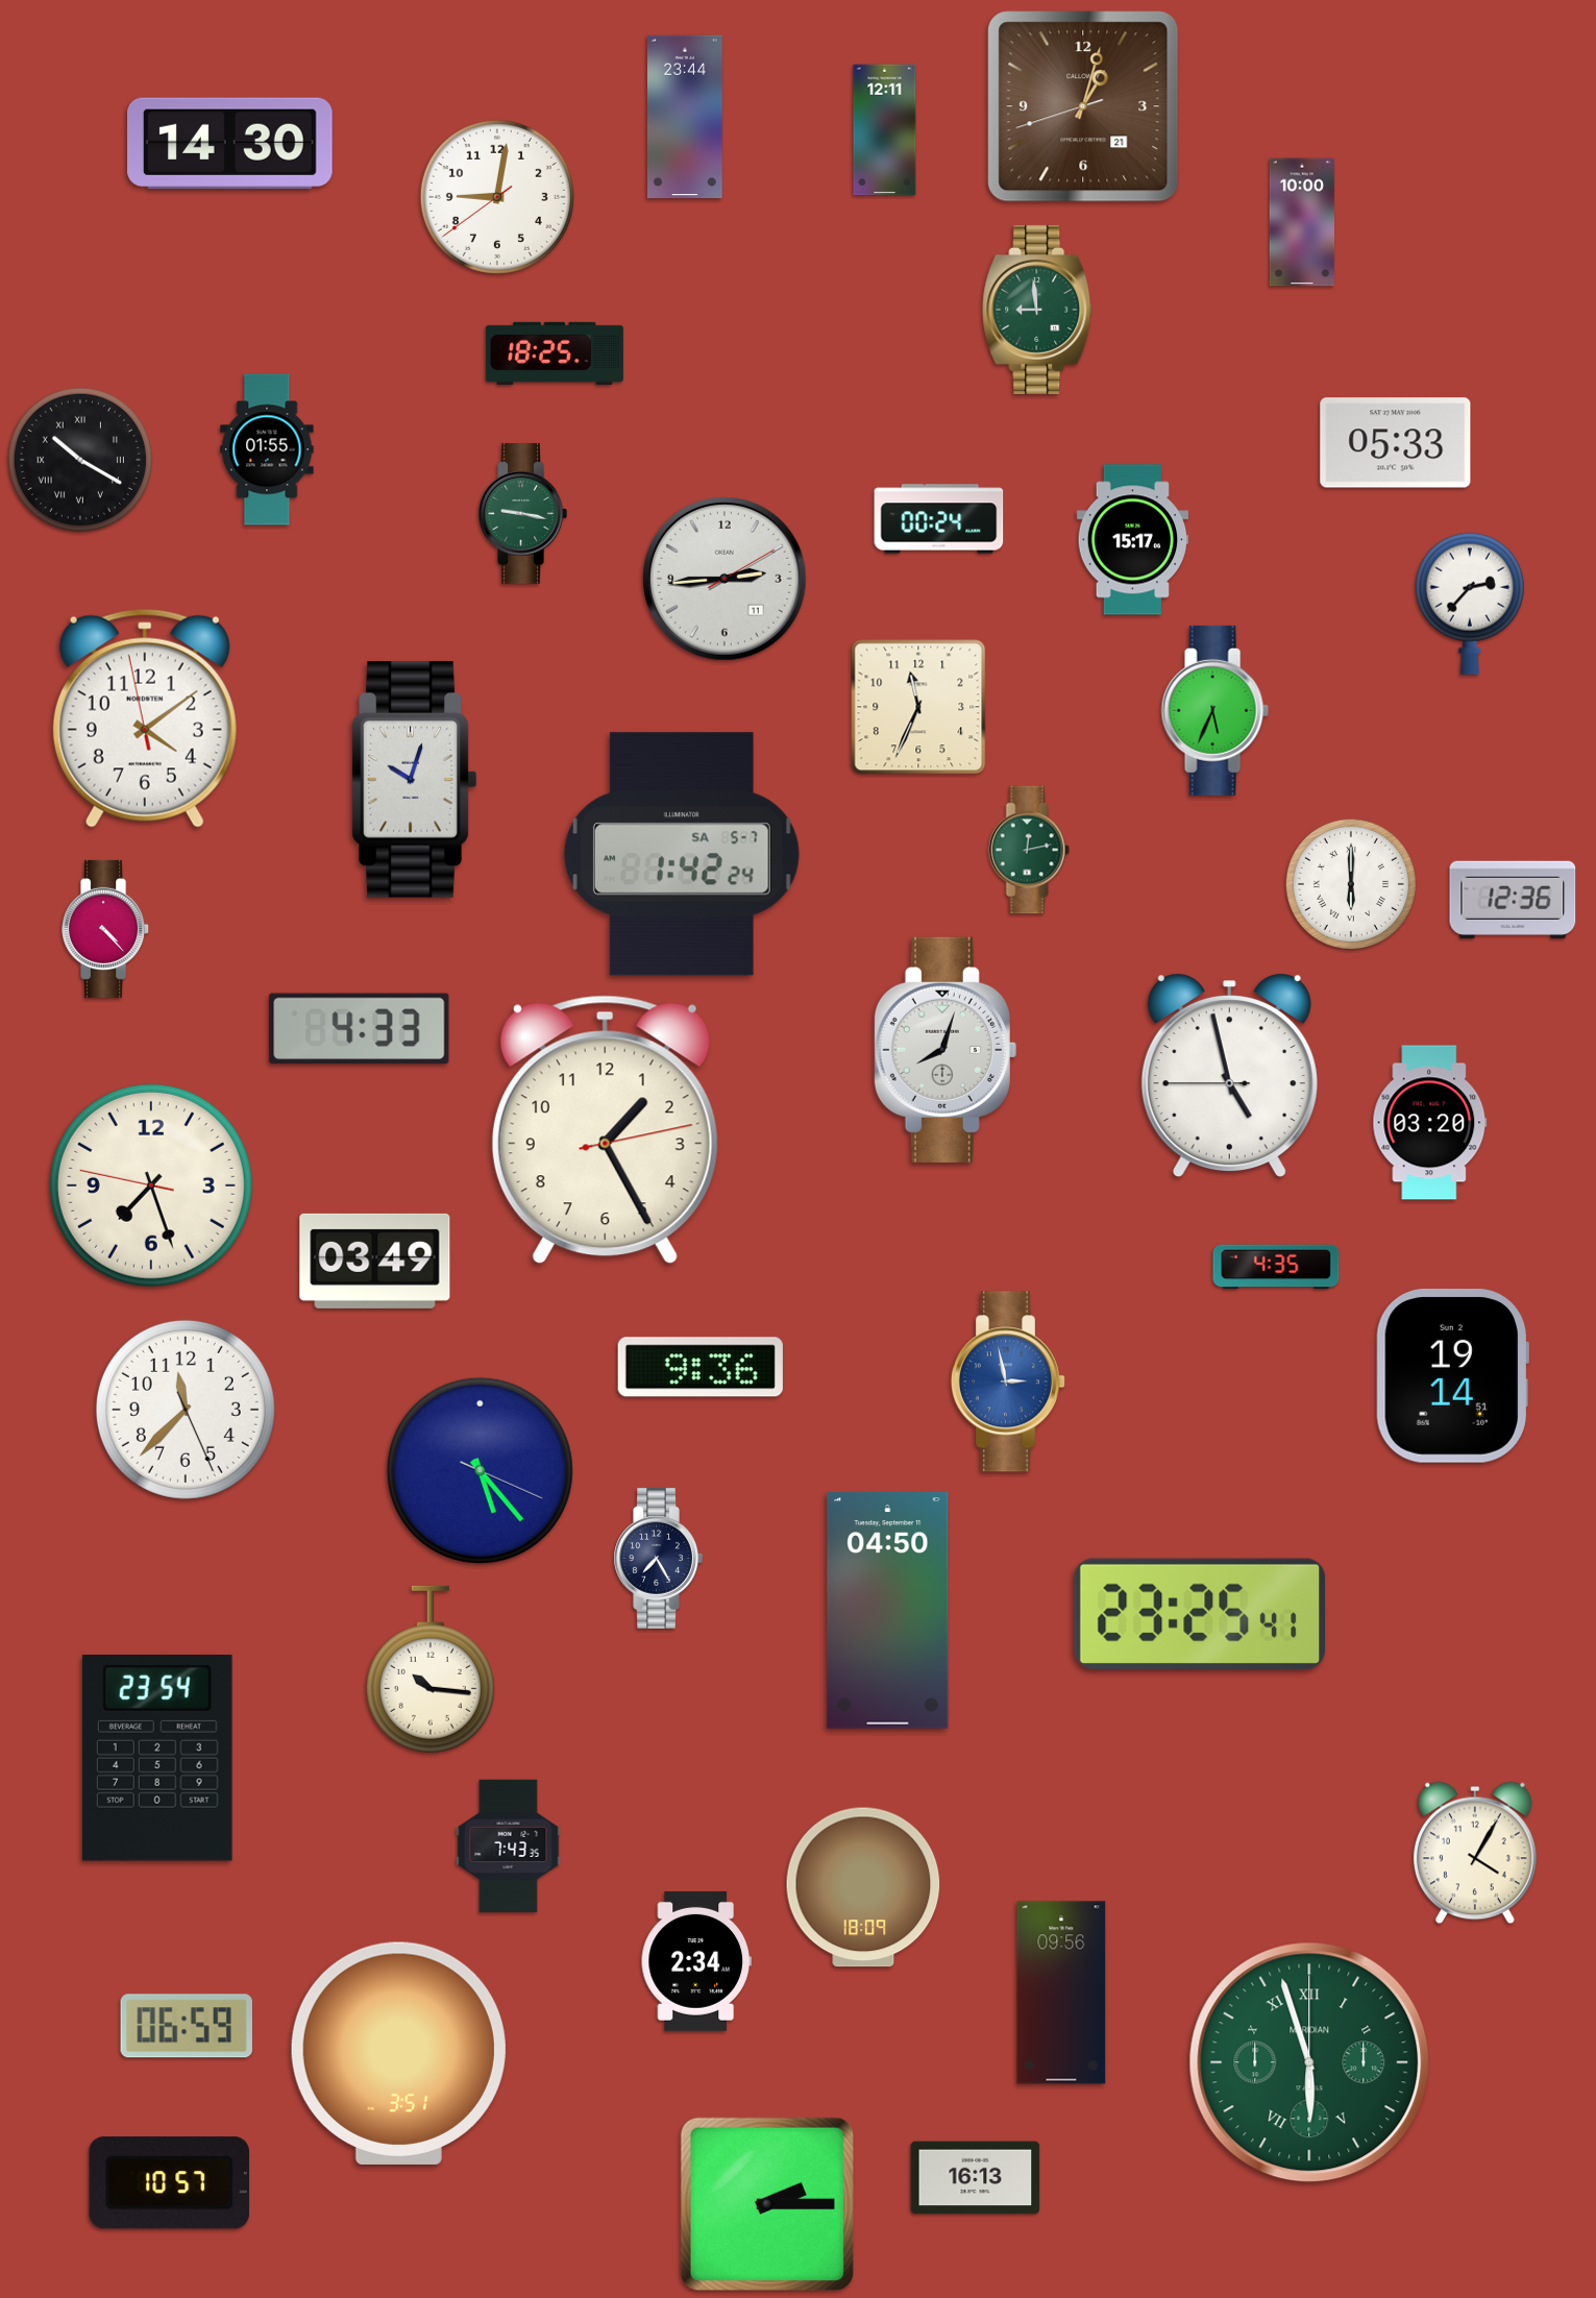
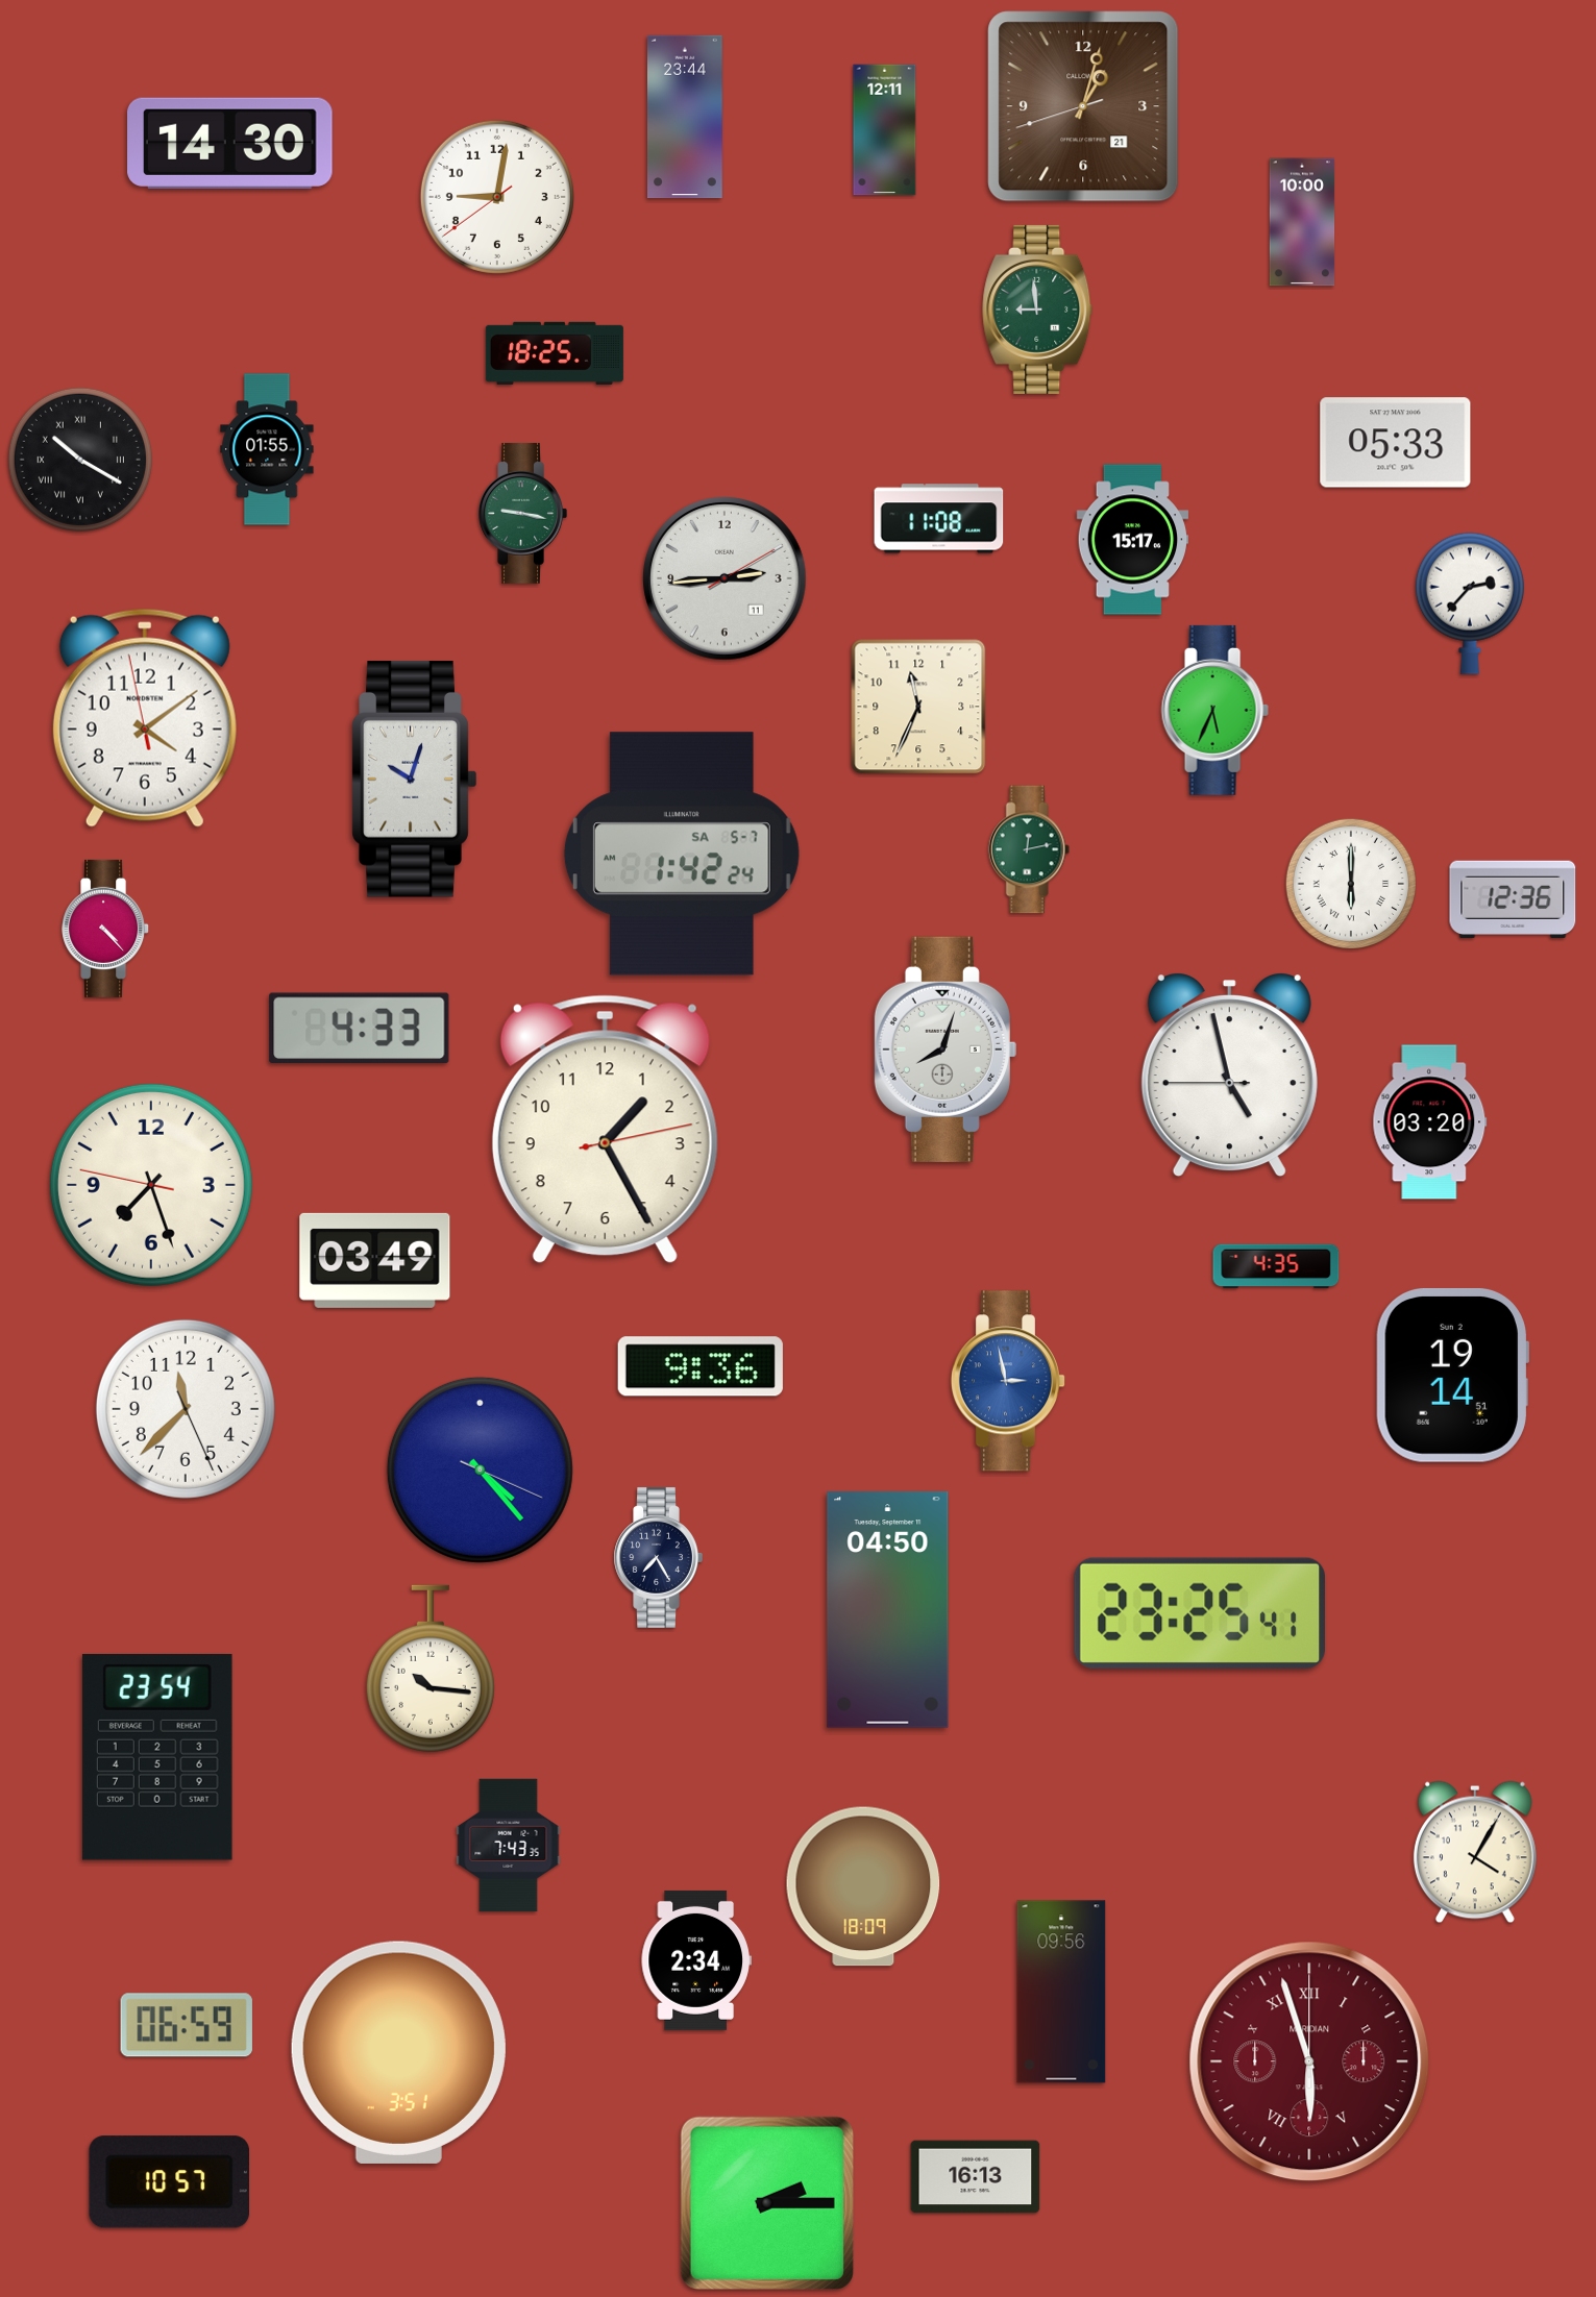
clock at (939, 519): 00:24 -> 11:08
clock at (480, 1470): 5:23 -> 4:23
clock at (1309, 2062) dial: green -> burgundy
